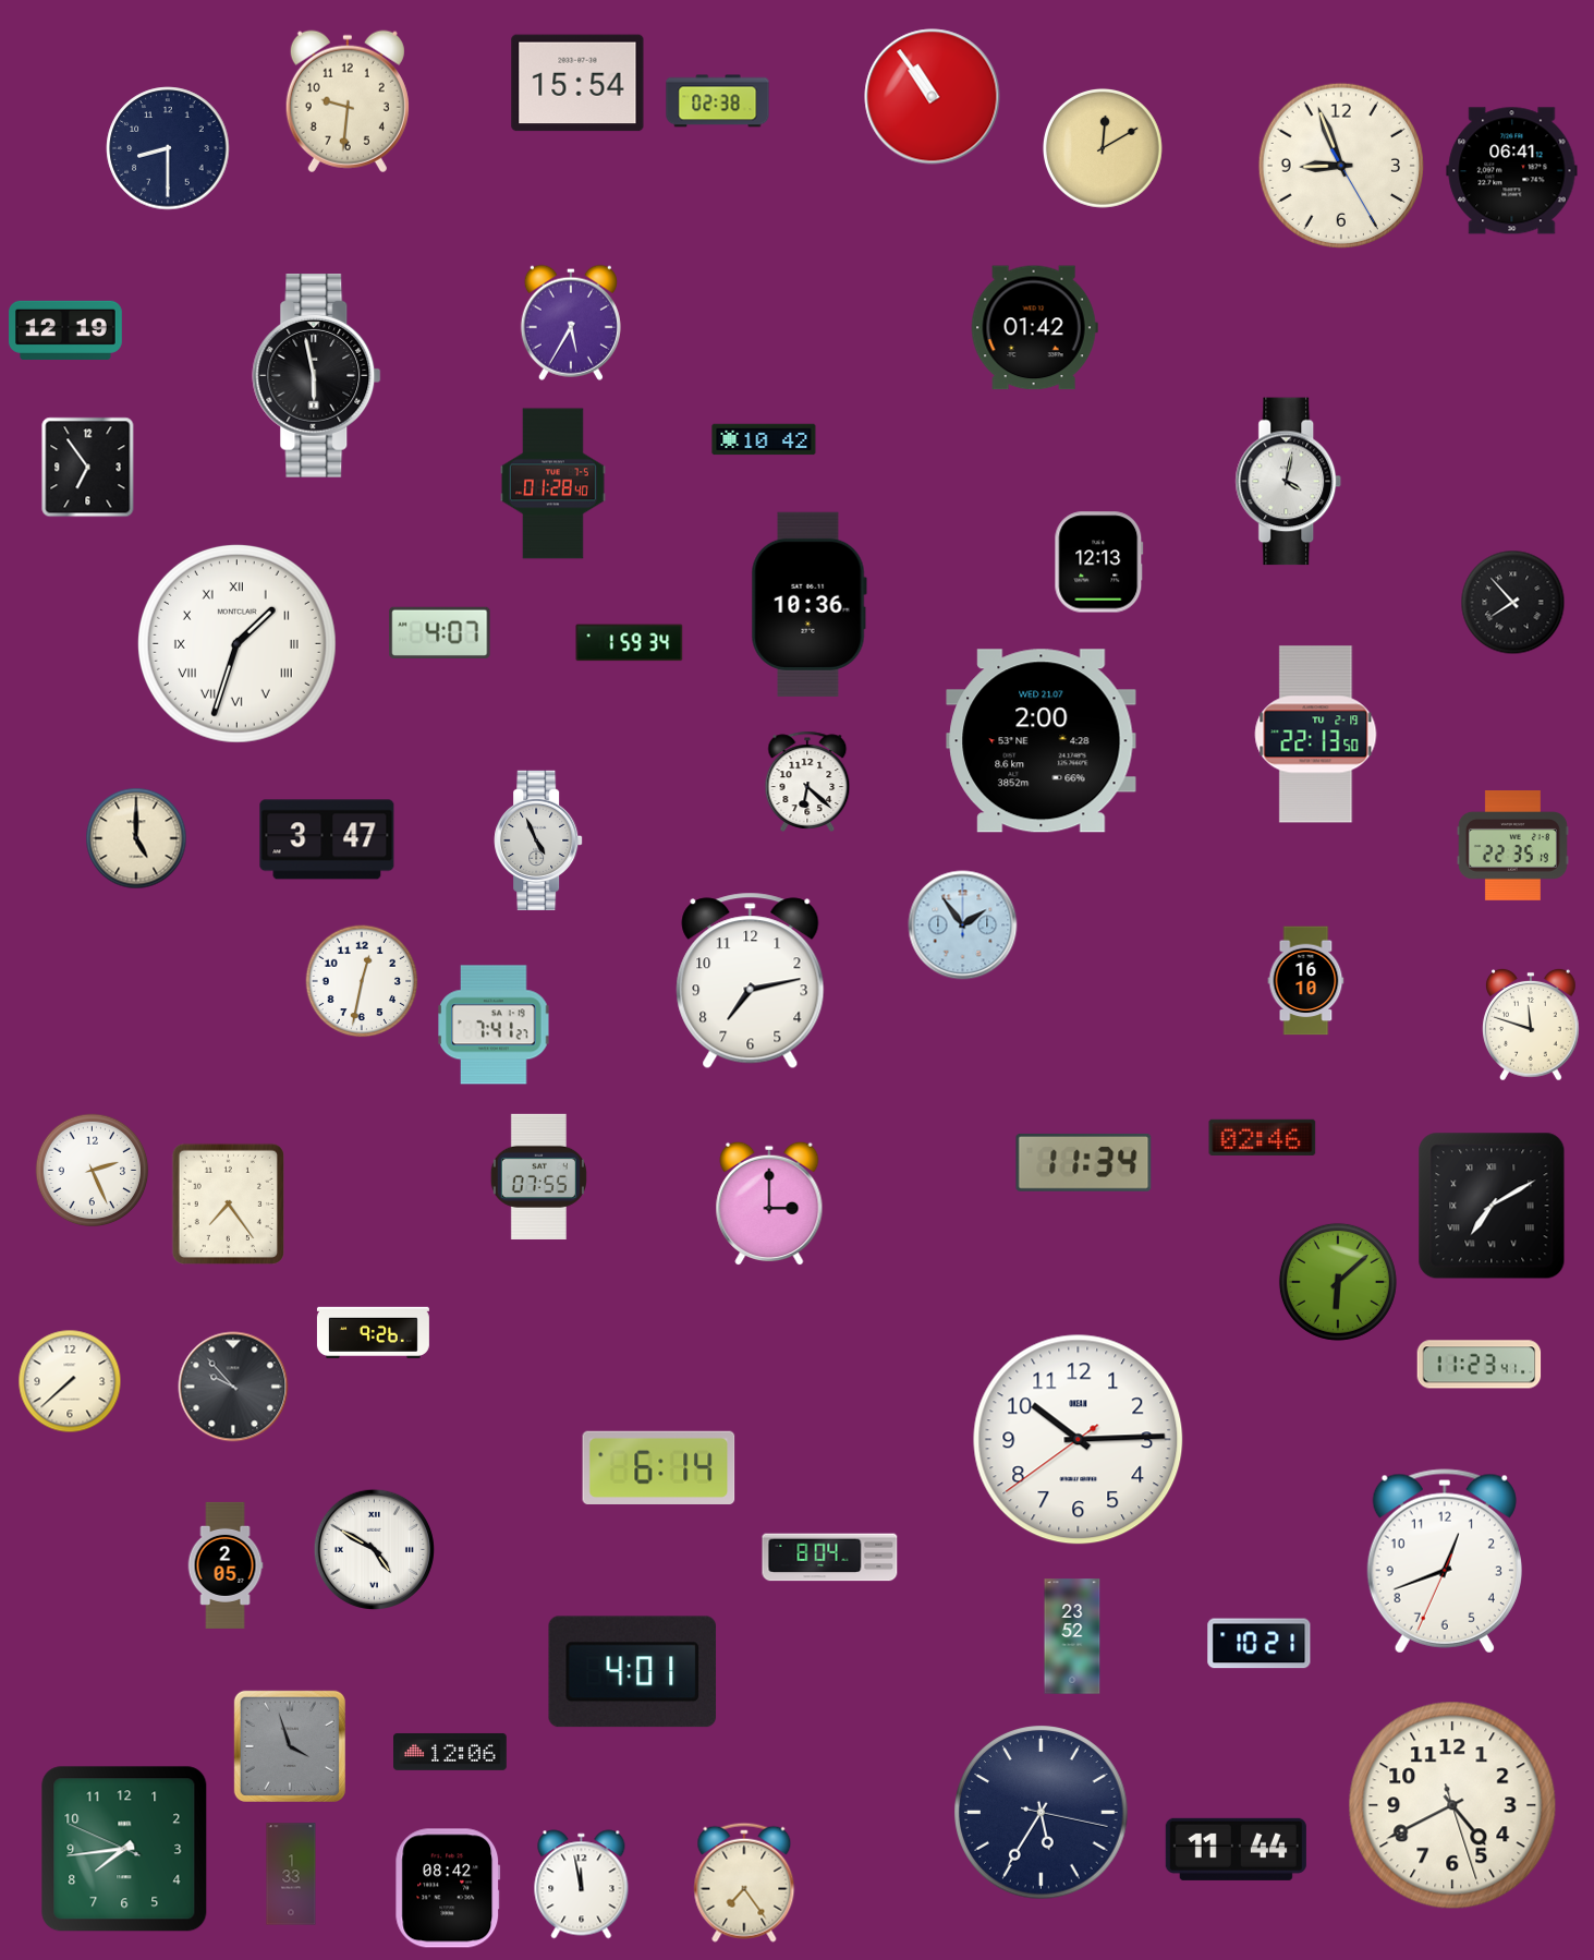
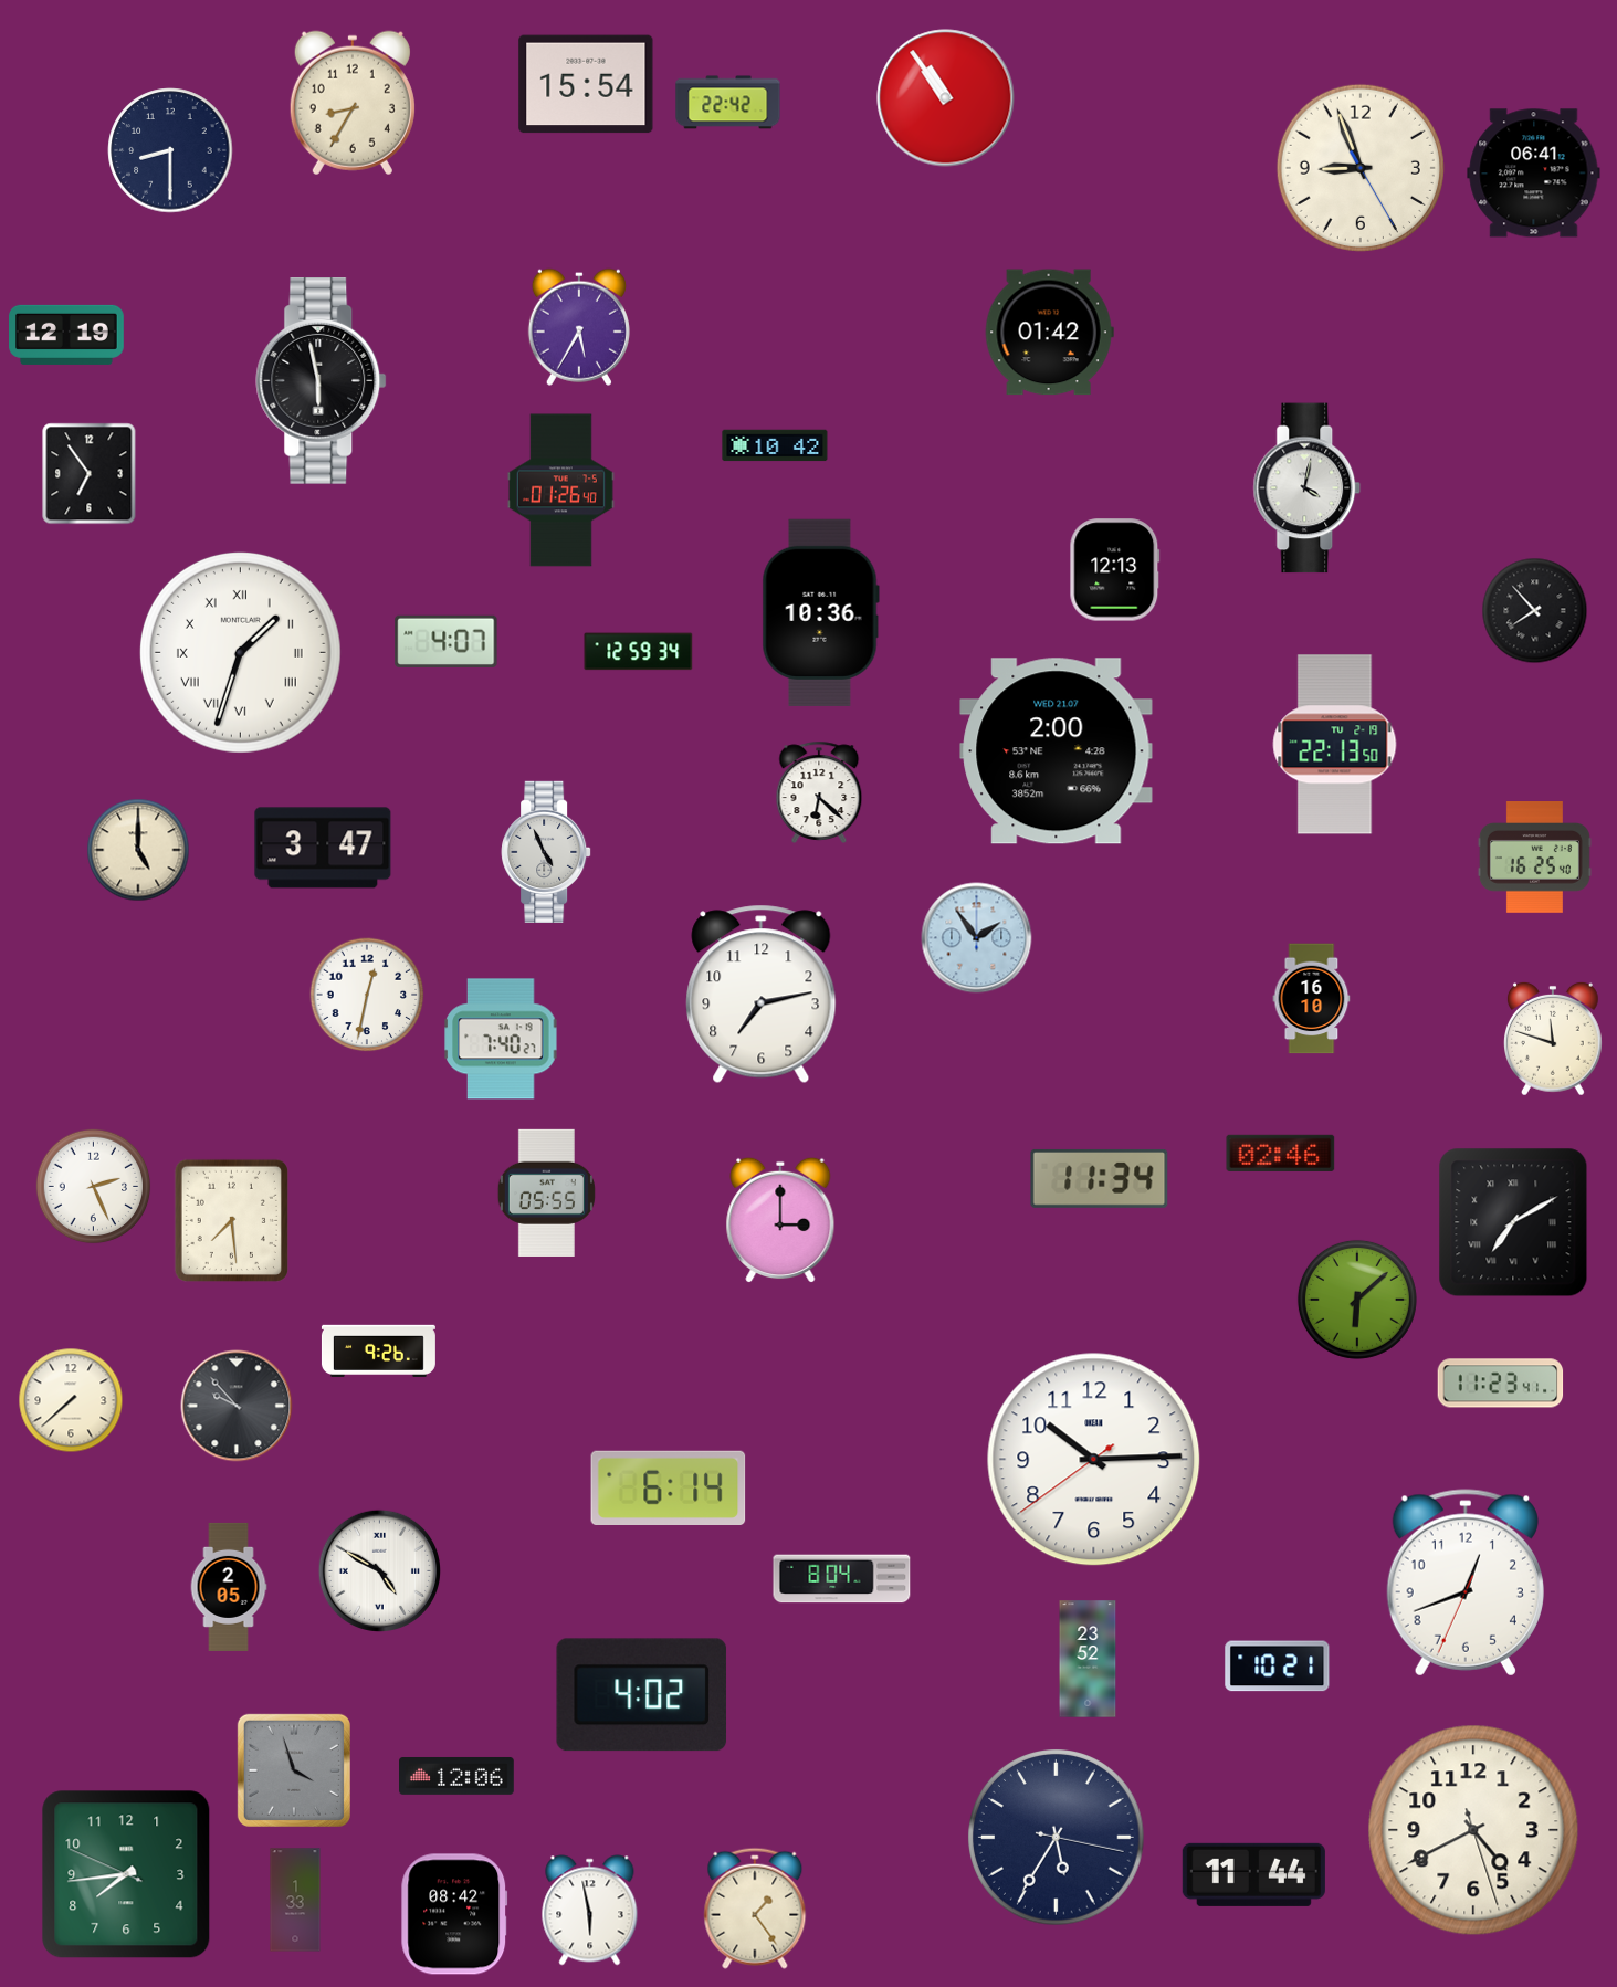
clock at (348, 101): 9:31 -> 8:35
clock at (718, 101): 02:38 -> 22:42
clock at (1103, 148): 12:10 -> none
clock at (552, 484): 01:28 -> 01:26
clock at (630, 643): 1:59 -> 12:59
clock at (327, 839) position: (327, 839) -> (323, 848)
clock at (1512, 846): 22:35 -> 16:25
clock at (1306, 981) position: (1306, 981) -> (1312, 999)
clock at (494, 1025): 7:41 -> 7:40
clock at (538, 1176): 07:55 -> 05:55
clock at (228, 1203): 7:24 -> 7:29
clock at (633, 1672): 4:01 -> 4:02
clock at (744, 1883): 7:24 -> 1:24
clock at (582, 1885): 11:58 -> 5:58
